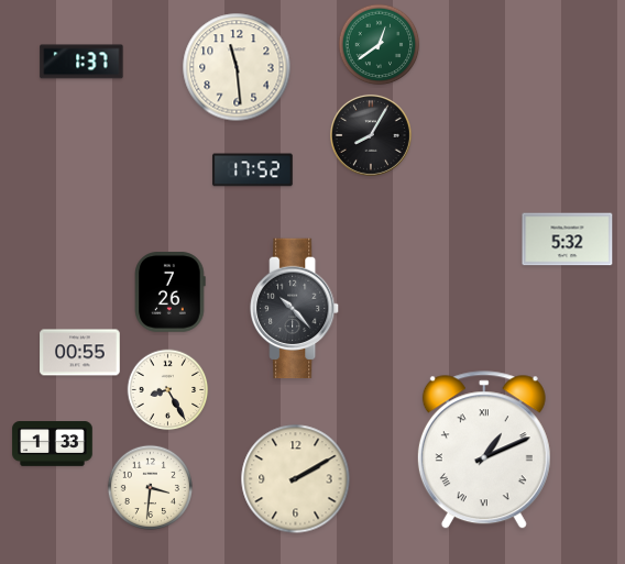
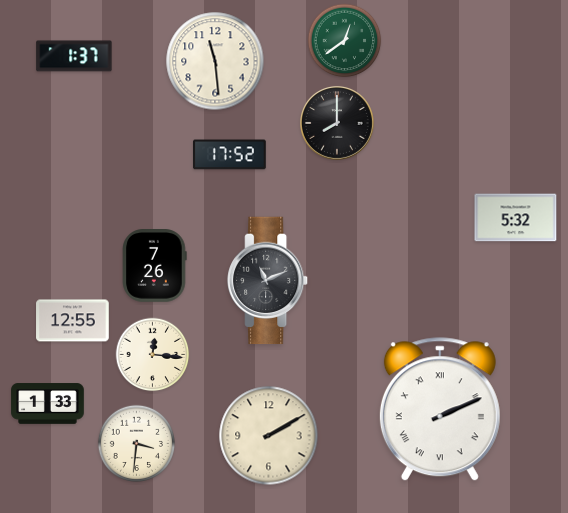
clock at (371, 135): 8:05 -> 8:00
clock at (295, 309): 10:23 -> 11:11
clock at (80, 353): 00:55 -> 12:55
clock at (168, 390): 8:25 -> 12:16
clock at (484, 451): 1:11 -> 2:11
